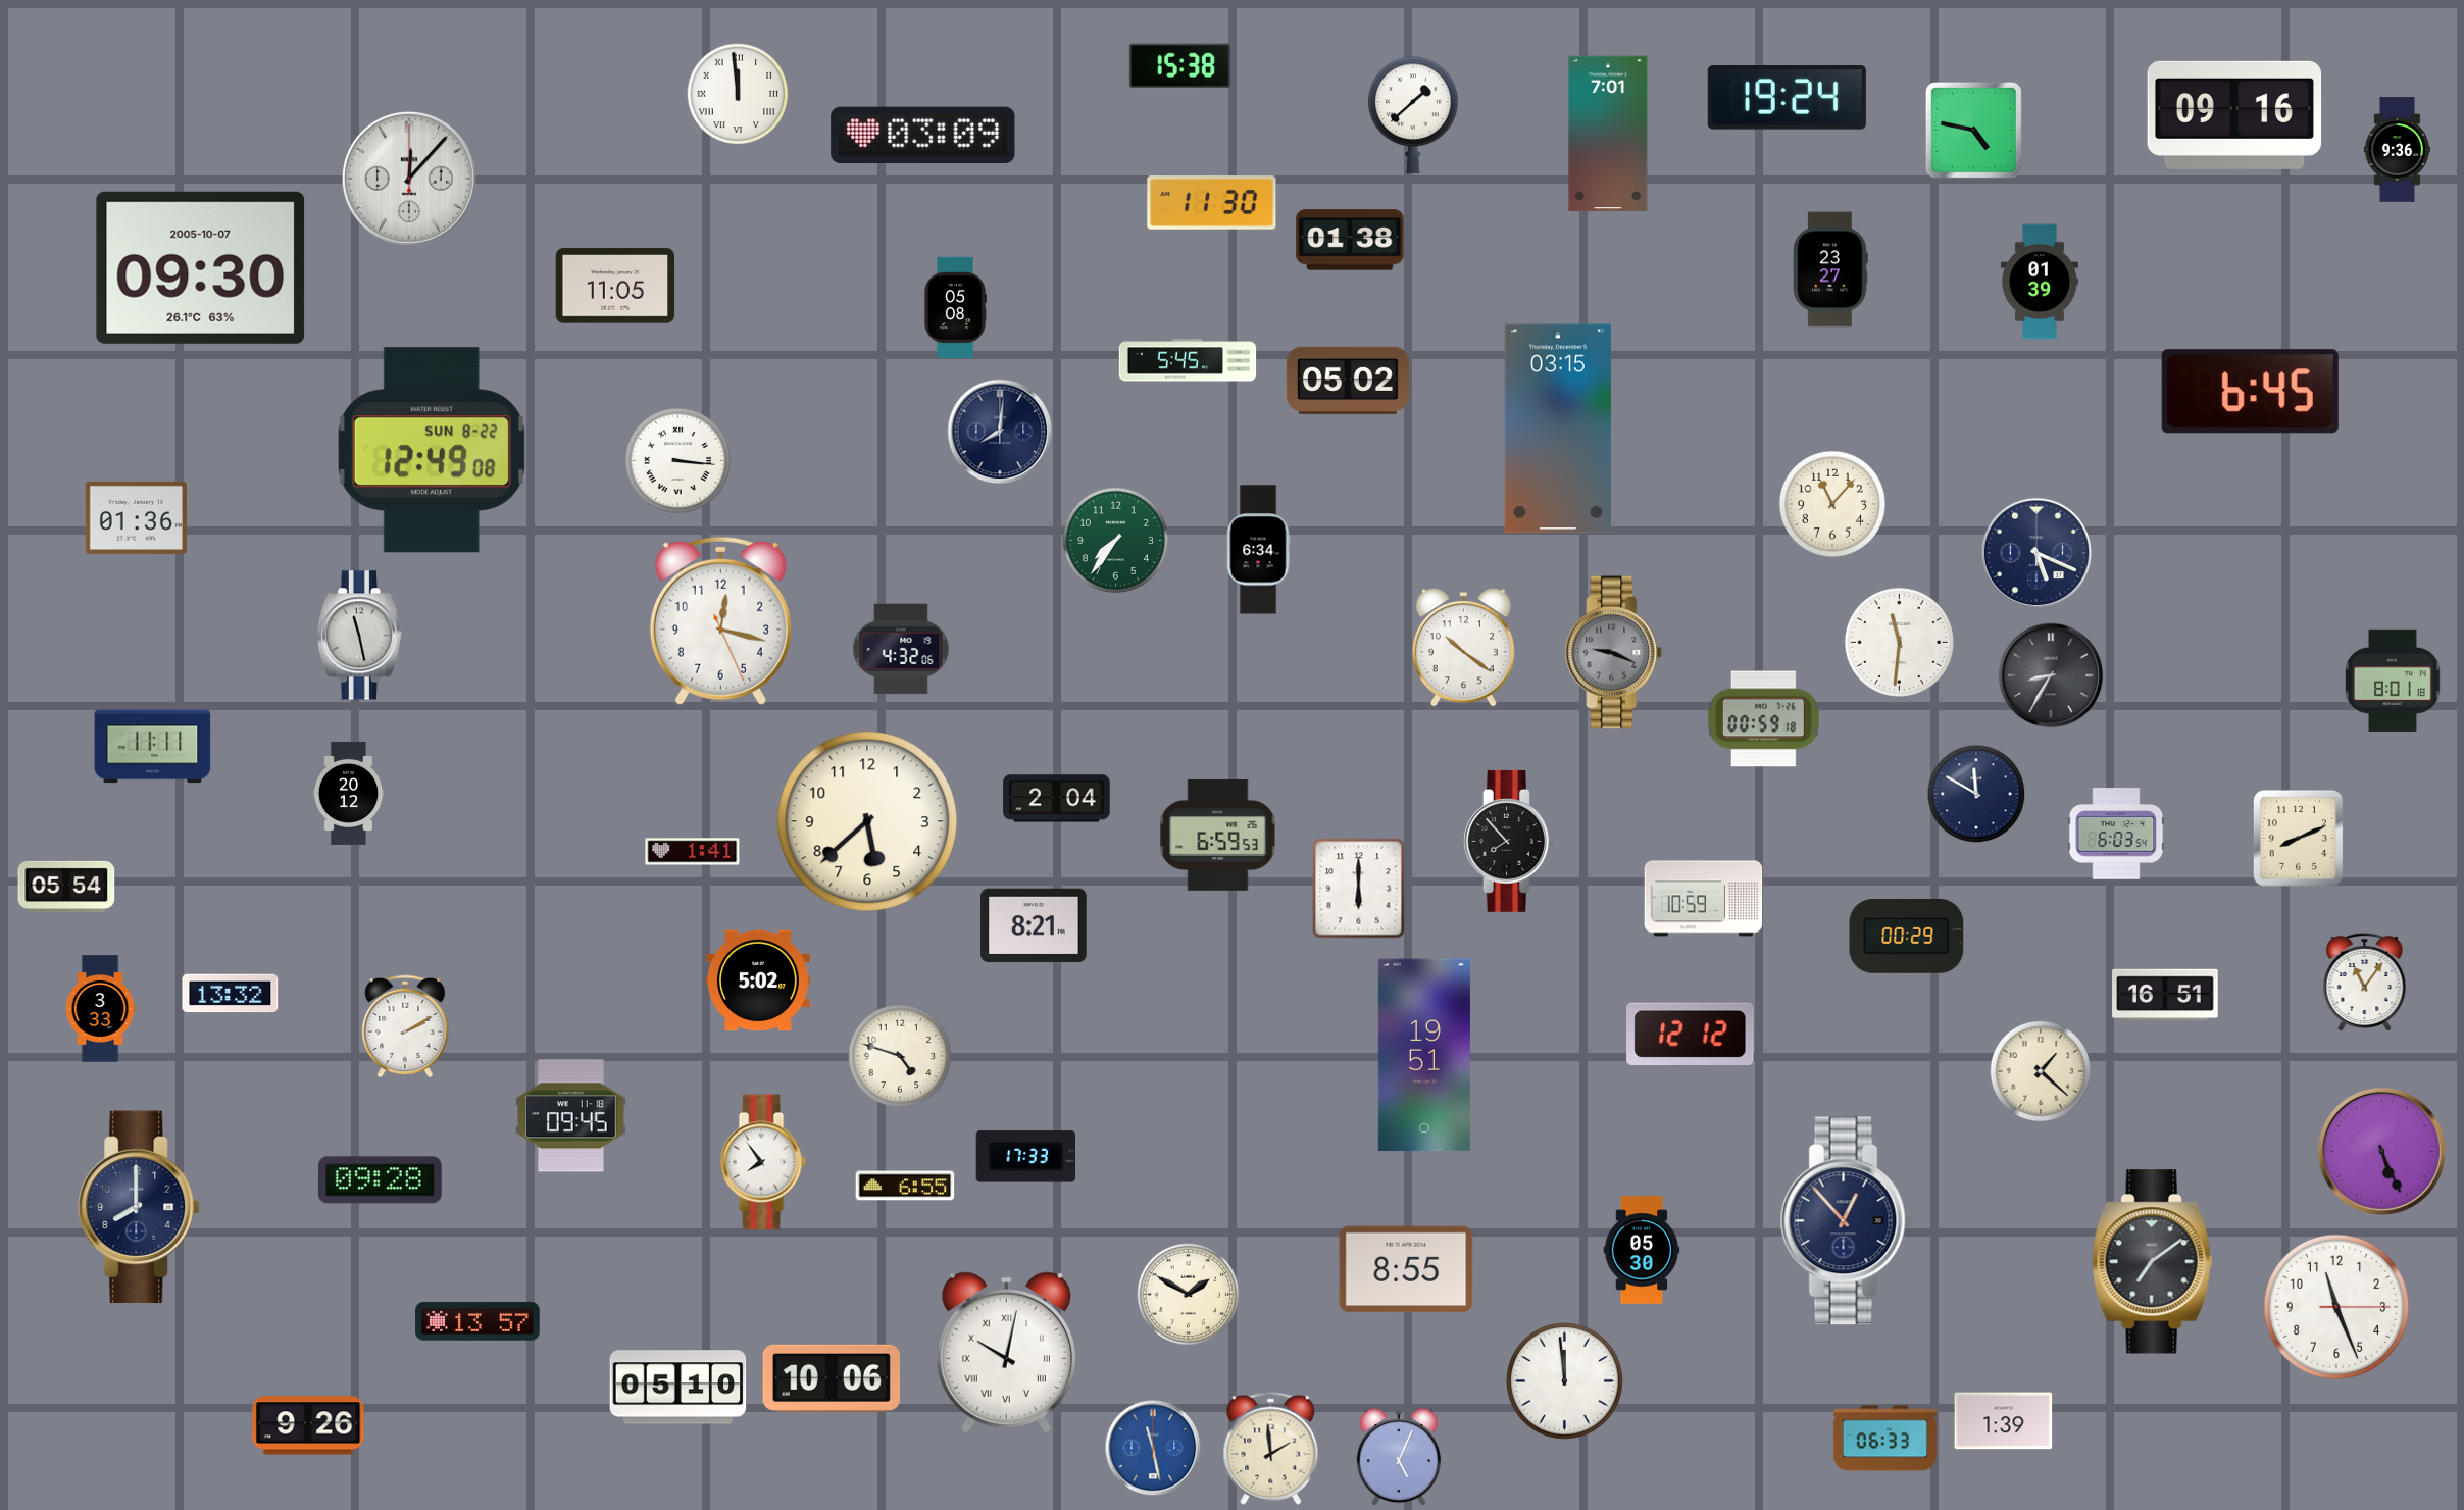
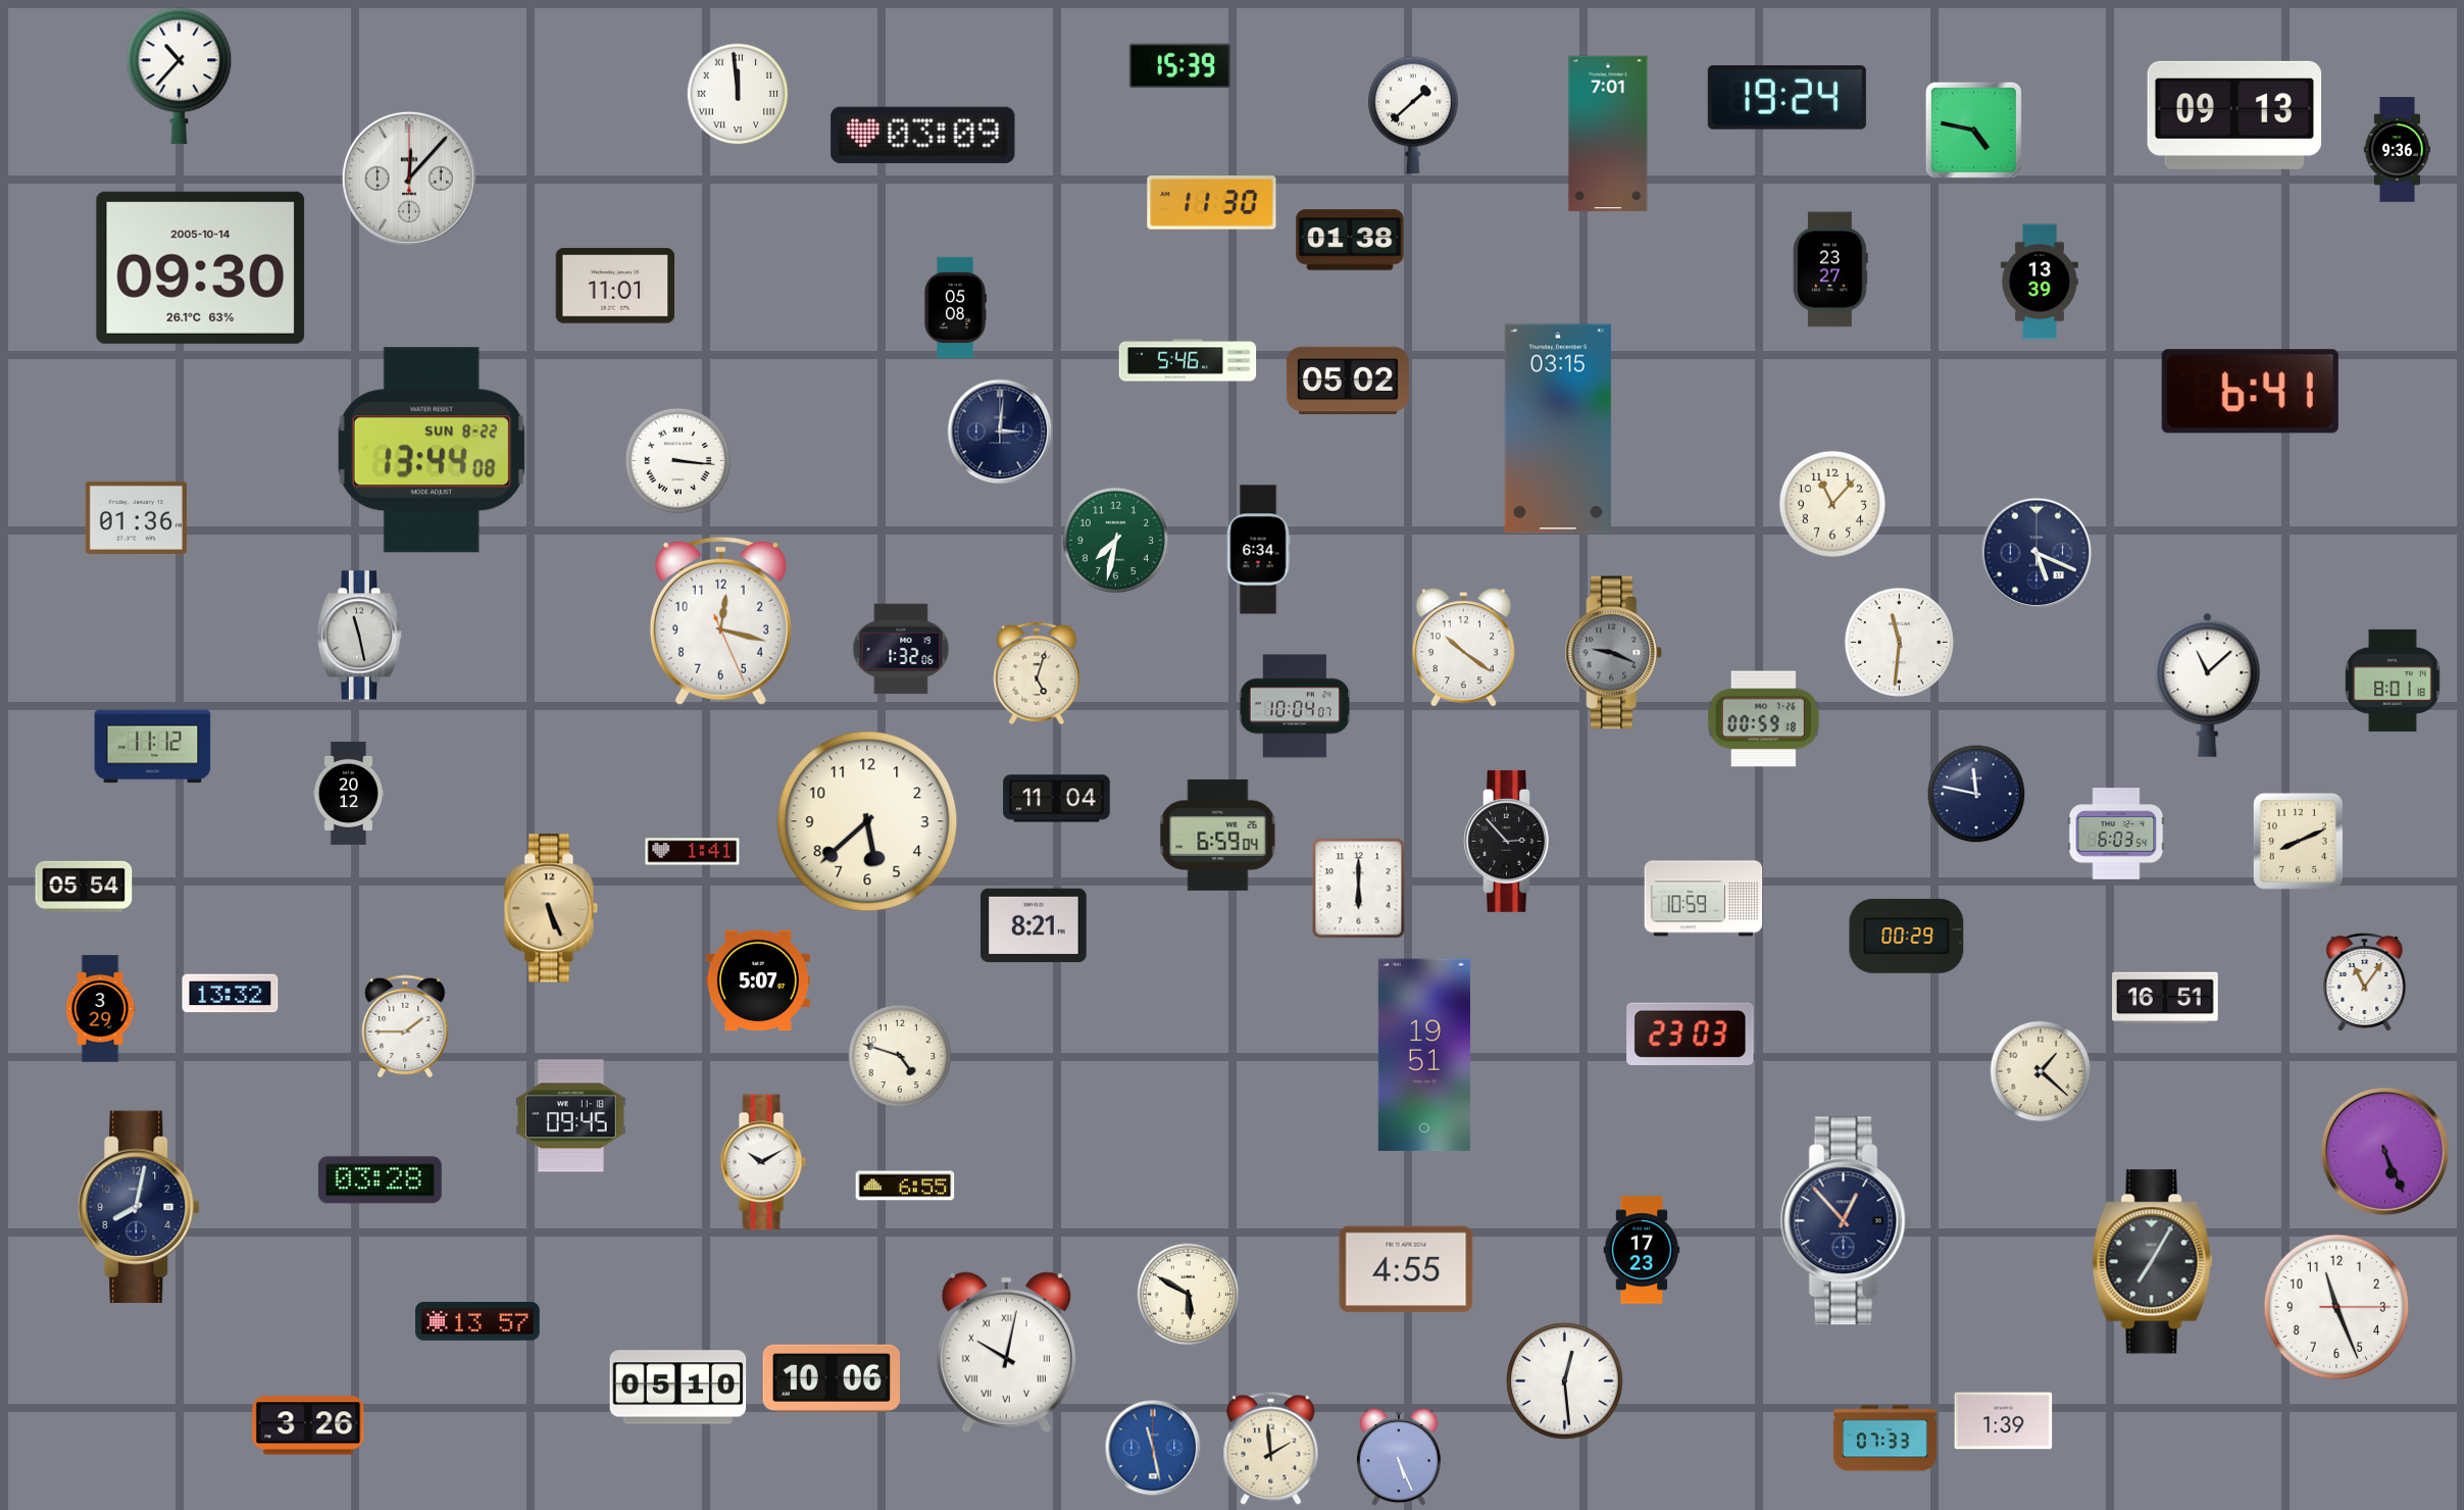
clock at (1179, 66): 15:38 -> 15:39
clock at (180, 77): none -> 10:37
clock at (2234, 115): 09:16 -> 09:13
clock at (201, 267) date: 2005-10-07 -> 2005-10-14
clock at (2040, 282): 01:39 -> 13:39
clock at (614, 286): 11:05 -> 11:01
clock at (1188, 360): 5:45 -> 5:46
clock at (2250, 392): 6:45 -> 6:41
clock at (1000, 432): 8:01 -> 3:01
clock at (432, 450): 12:49 -> 13:44
clock at (1115, 540): 7:36 -> 7:32
clock at (901, 649): 4:32 -> 1:32
clock at (1037, 673): none -> 5:03
clock at (2051, 675): 8:35 -> none
clock at (2208, 685): none -> 11:08
clock at (1295, 706): none -> 10:04
clock at (153, 747): 11:11 -> 11:12
clock at (1976, 794): 11:50 -> 11:47
clock at (1057, 799): 2:04 -> 11:04
clock at (1218, 835): 6:59:53 -> 6:59:04
clock at (2298, 838) position: (2298, 838) -> (2298, 841)
clock at (1509, 841): 7:53 -> 2:53
clock at (66, 887) position: (66, 887) -> (84, 887)
clock at (551, 908): none -> 5:26
clock at (758, 980): 5:02 -> 5:07
clock at (2165, 994) position: (2165, 994) -> (2165, 997)
clock at (100, 1009): 3:33 -> 3:29
clock at (405, 1026): 2:10 -> 1:45
clock at (1691, 1035): 12:12 -> 23:03
clock at (2381, 1151) position: (2381, 1151) -> (2384, 1151)
clock at (1026, 1157): 17:33 -> none
clock at (763, 1162): 7:54 -> 10:10
clock at (380, 1180): 09:28 -> 03:28
clock at (139, 1207): 8:00 -> 8:02
clock at (1642, 1250): 05:30 -> 17:23
clock at (2153, 1262): 7:09 -> 7:05
clock at (1406, 1269): 8:55 -> 4:55
clock at (1189, 1295): 1:50 -> 5:50
clock at (1565, 1381): 11:59 -> 12:29
clock at (308, 1425): 9:26 -> 3:26
clock at (1884, 1439): 06:33 -> 07:33
clock at (1399, 1458): 5:04 -> 5:26
